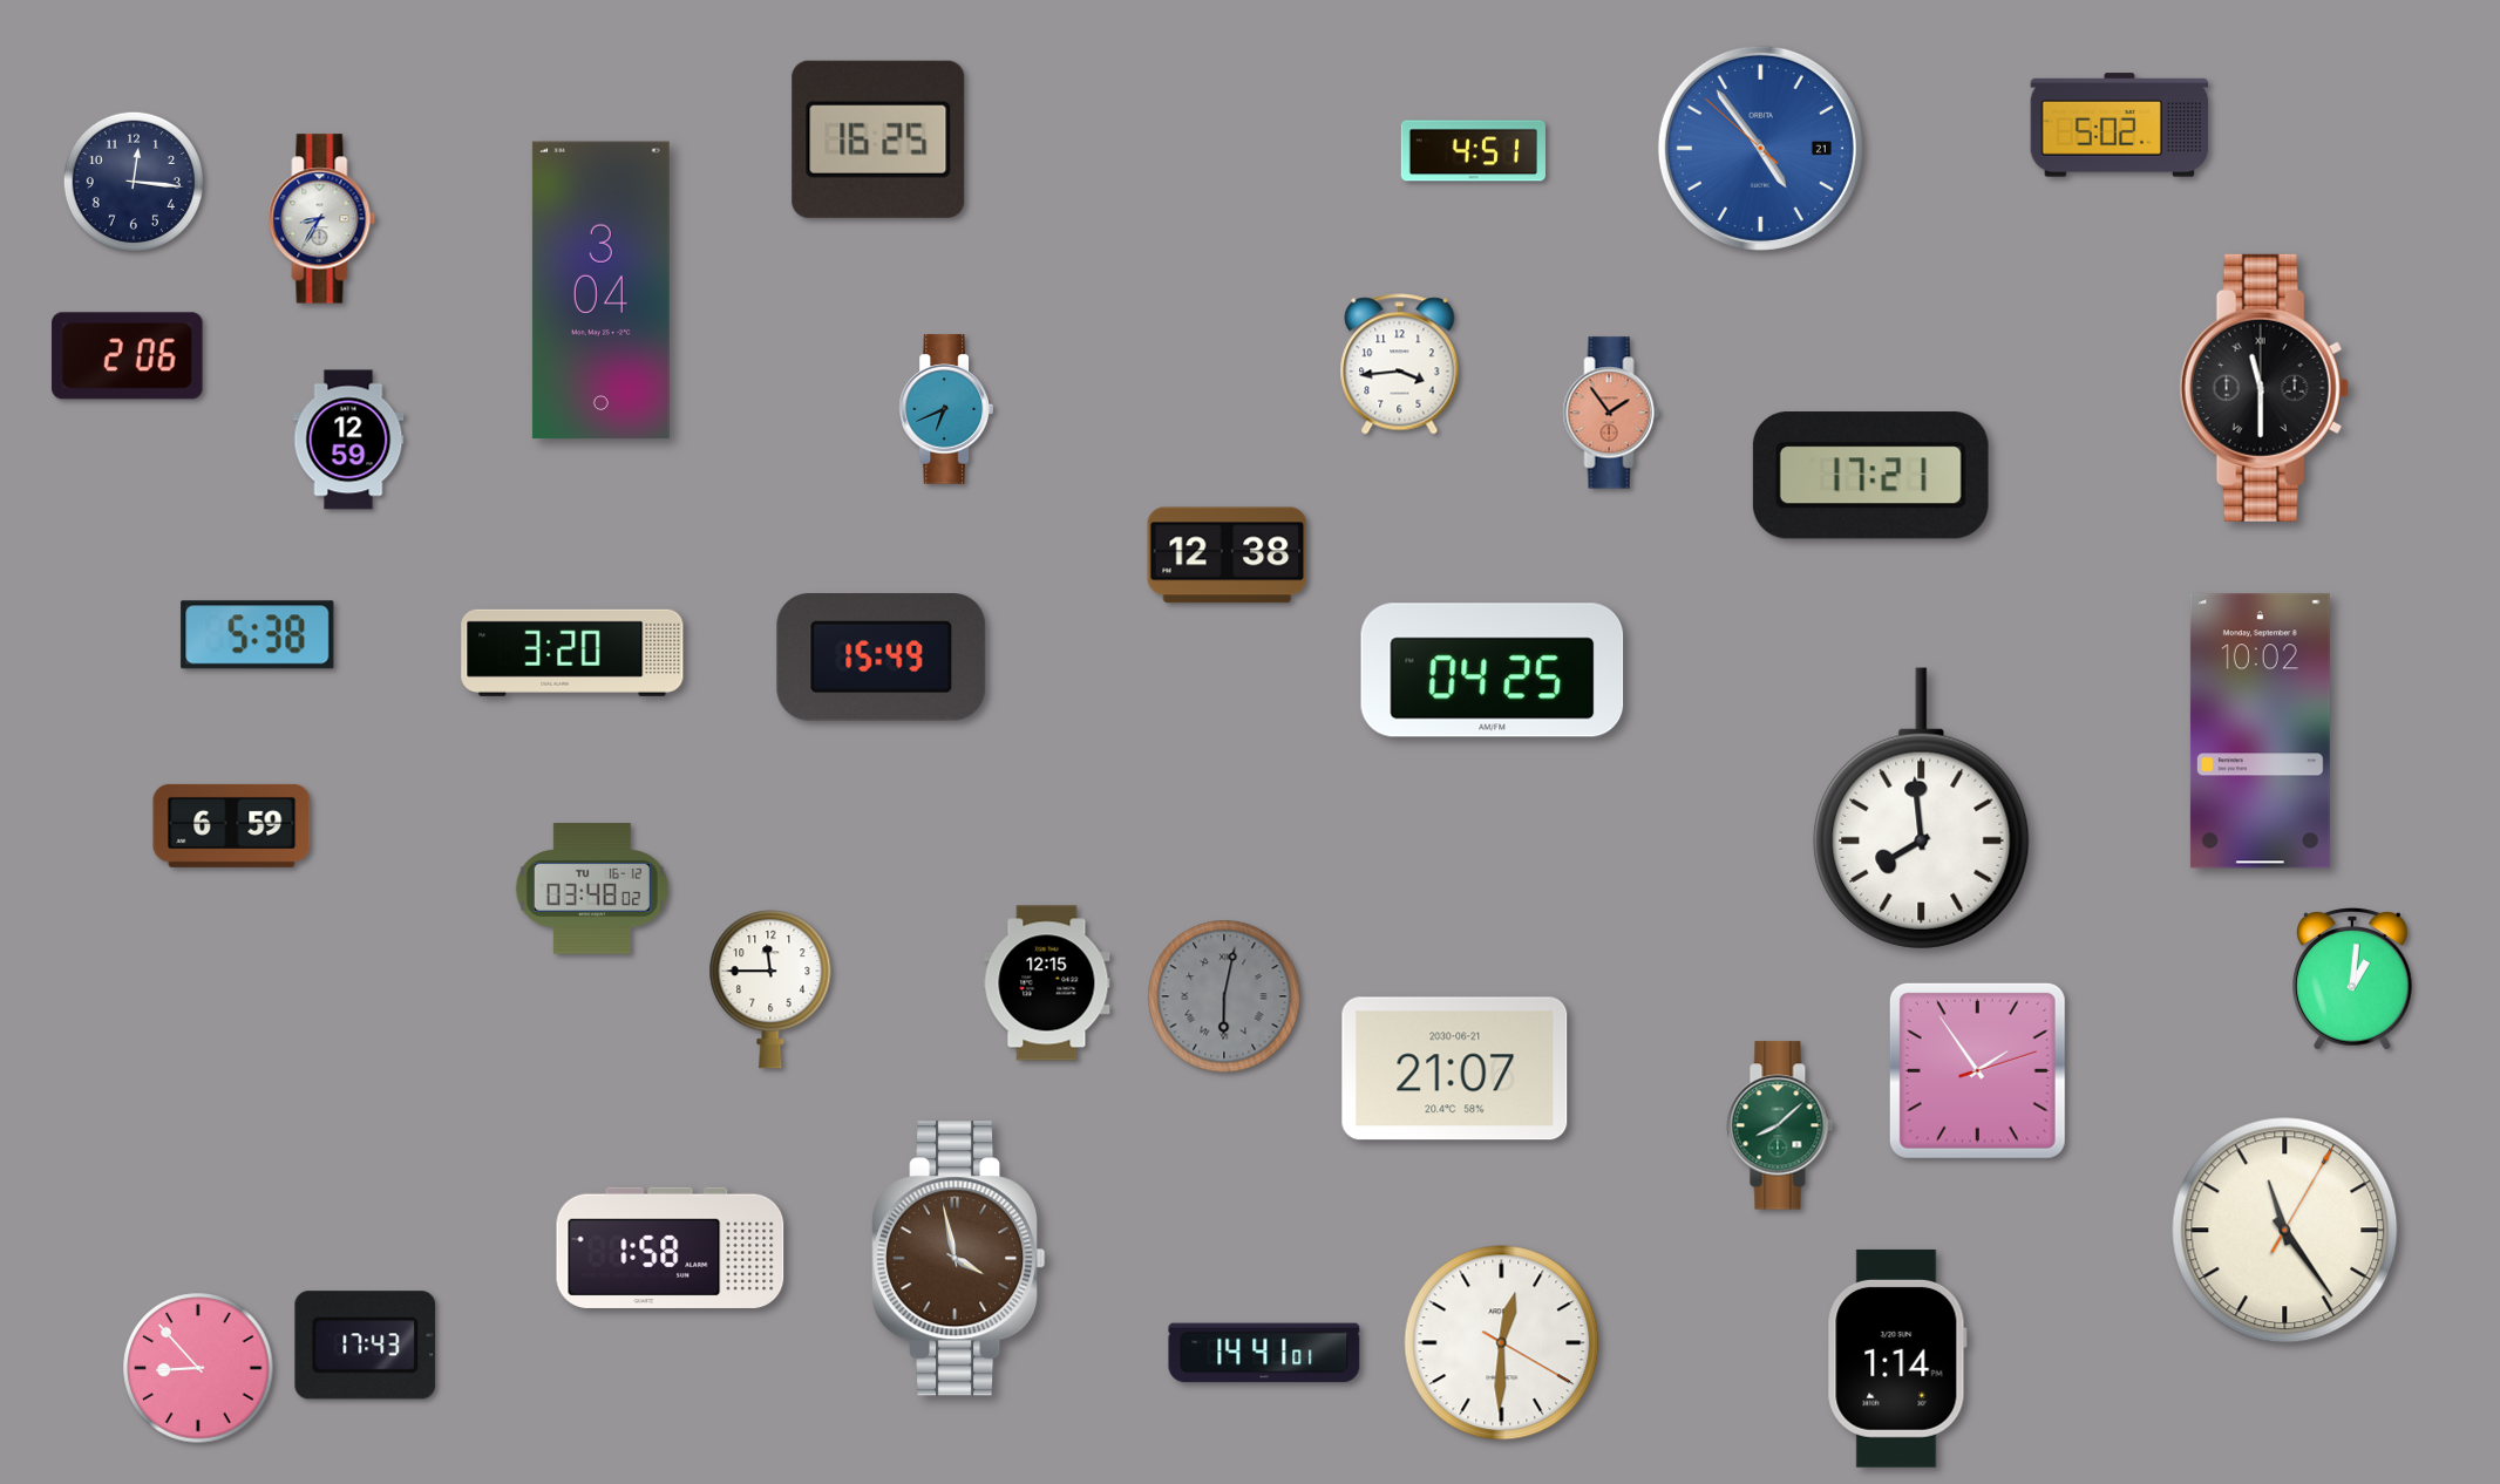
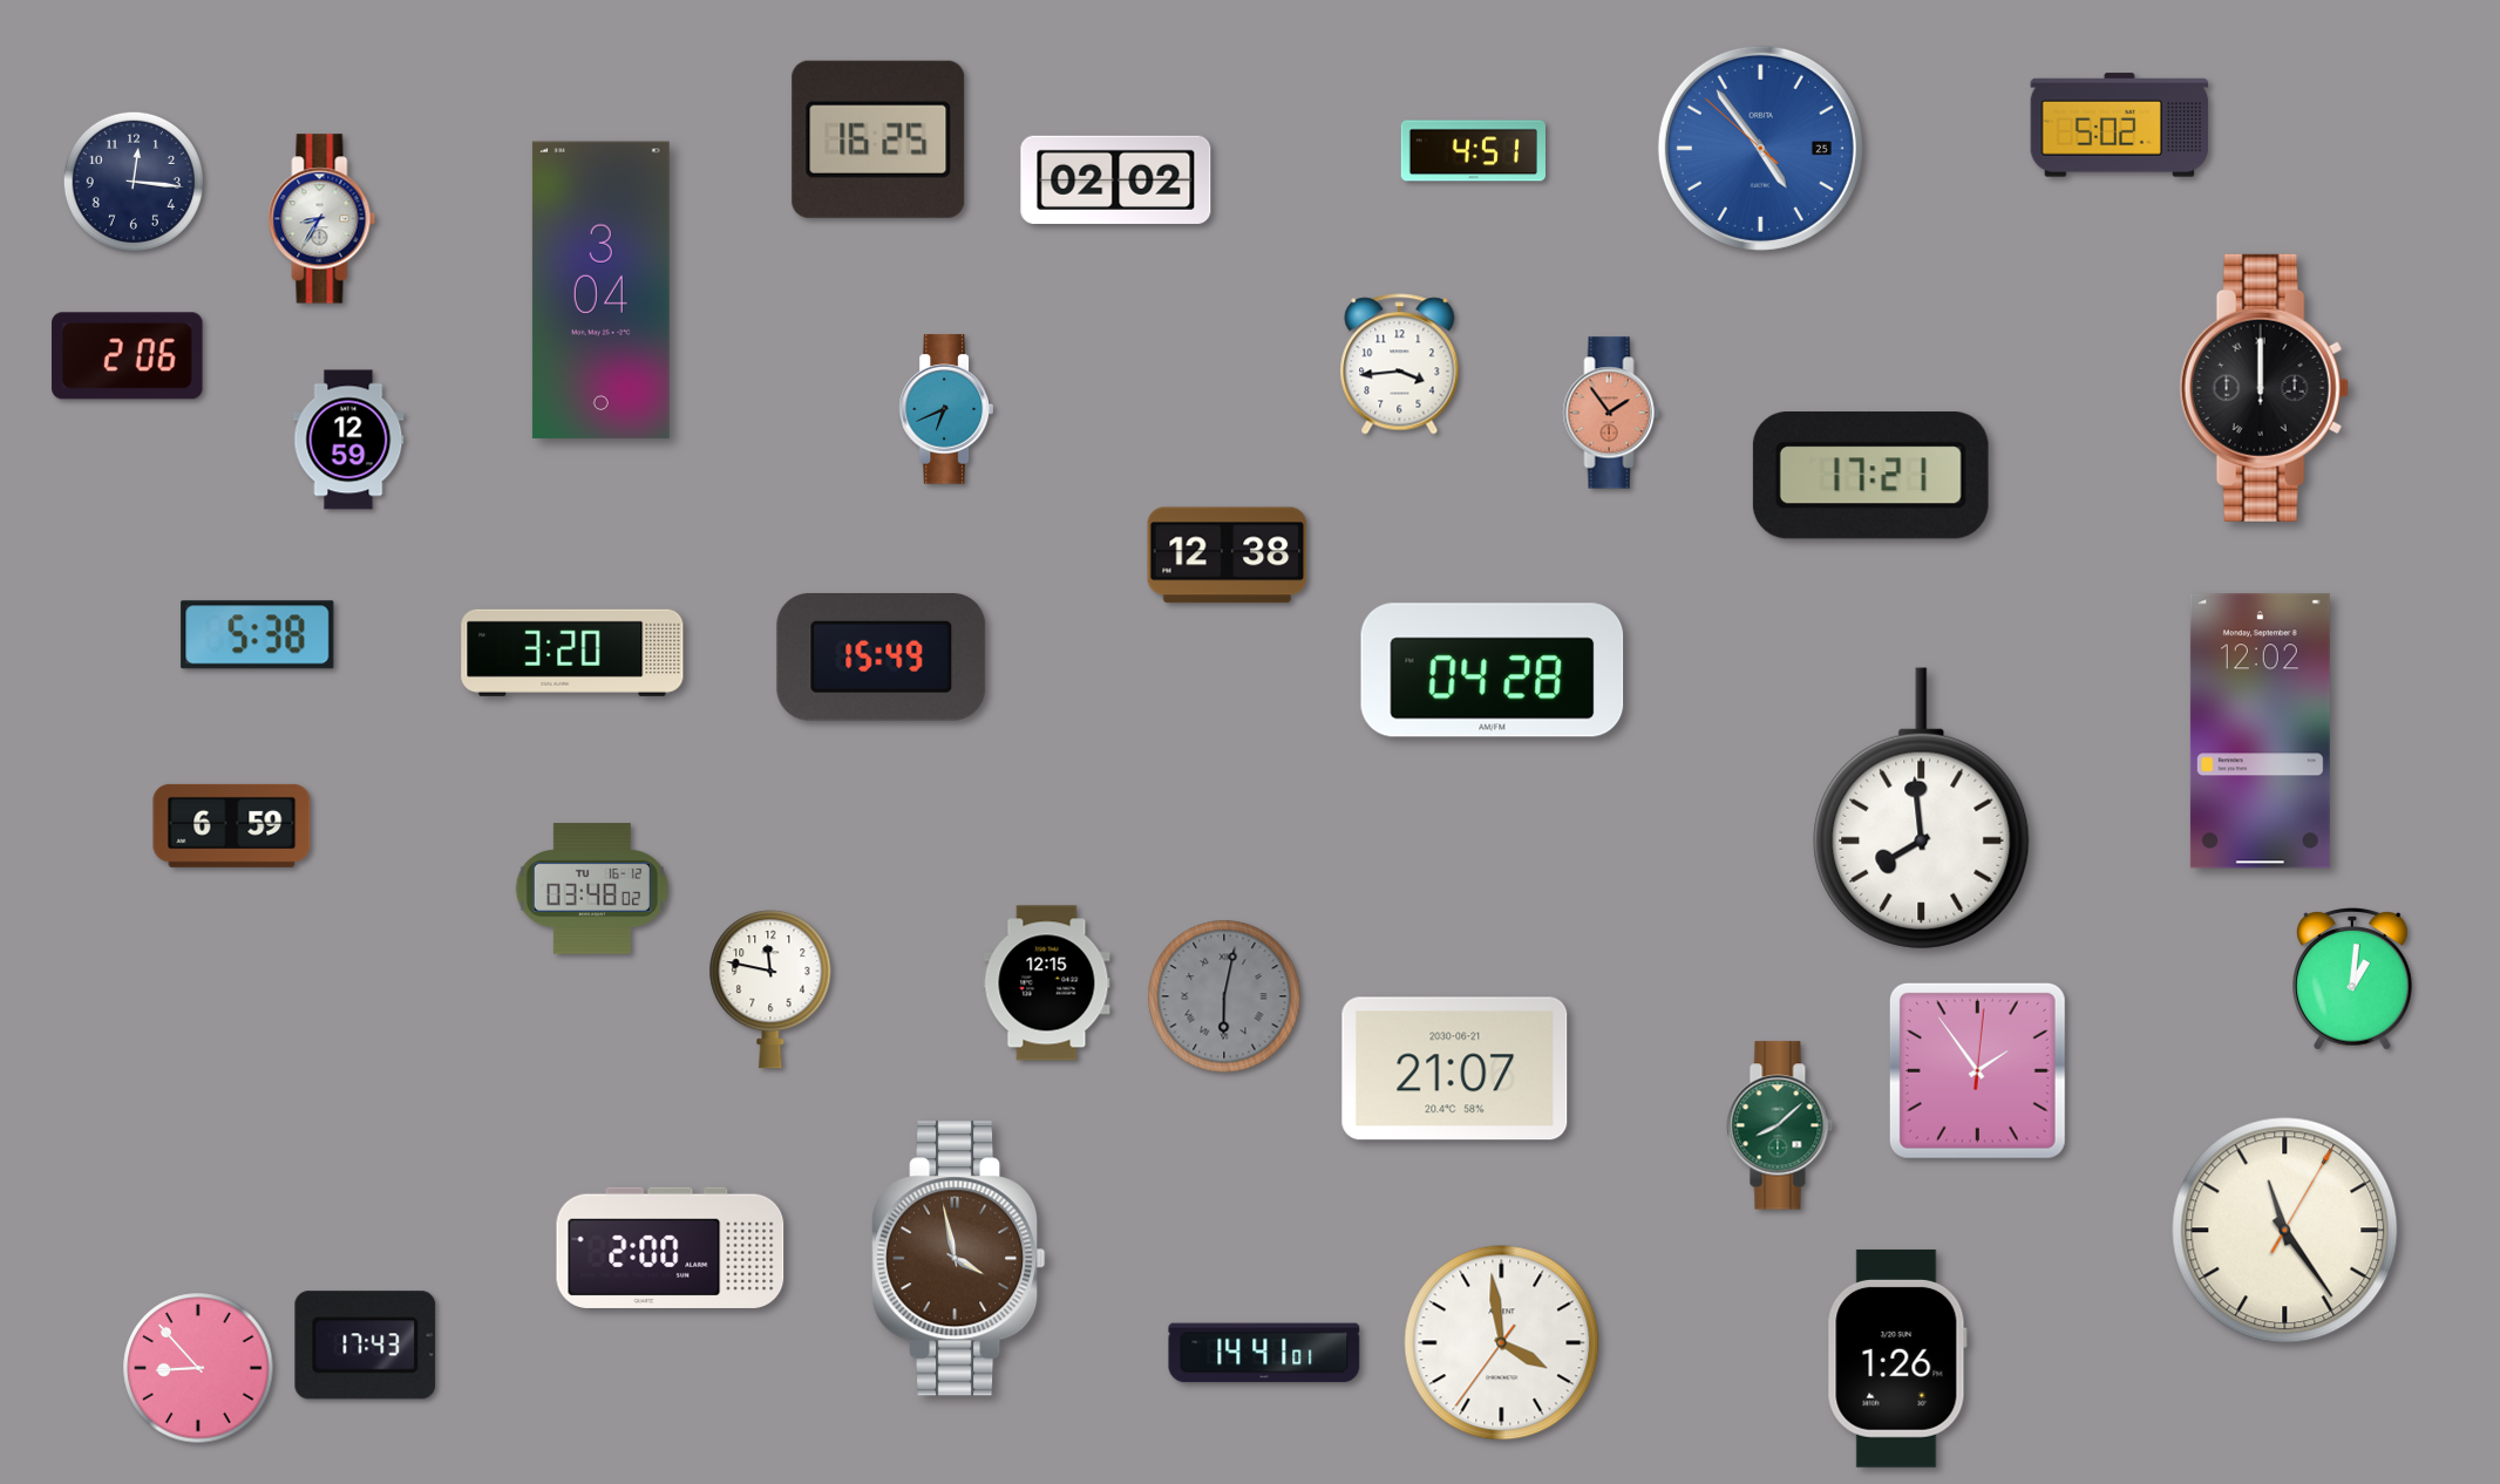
clock at (1760, 148) date: 21 -> 25
clock at (1116, 179): none -> 02:02
clock at (2264, 388): 11:30 -> 12:00
clock at (1493, 670): 04:25 -> 04:28
clock at (2260, 731): 10:02 -> 12:02
clock at (770, 989): 11:45 -> 11:47
clock at (1977, 1070): 1:54:12 -> 1:54:01
clock at (671, 1247): 1:58 -> 2:00
clock at (1502, 1343): 12:30 -> 3:58
clock at (1897, 1359): 1:14 -> 1:26
